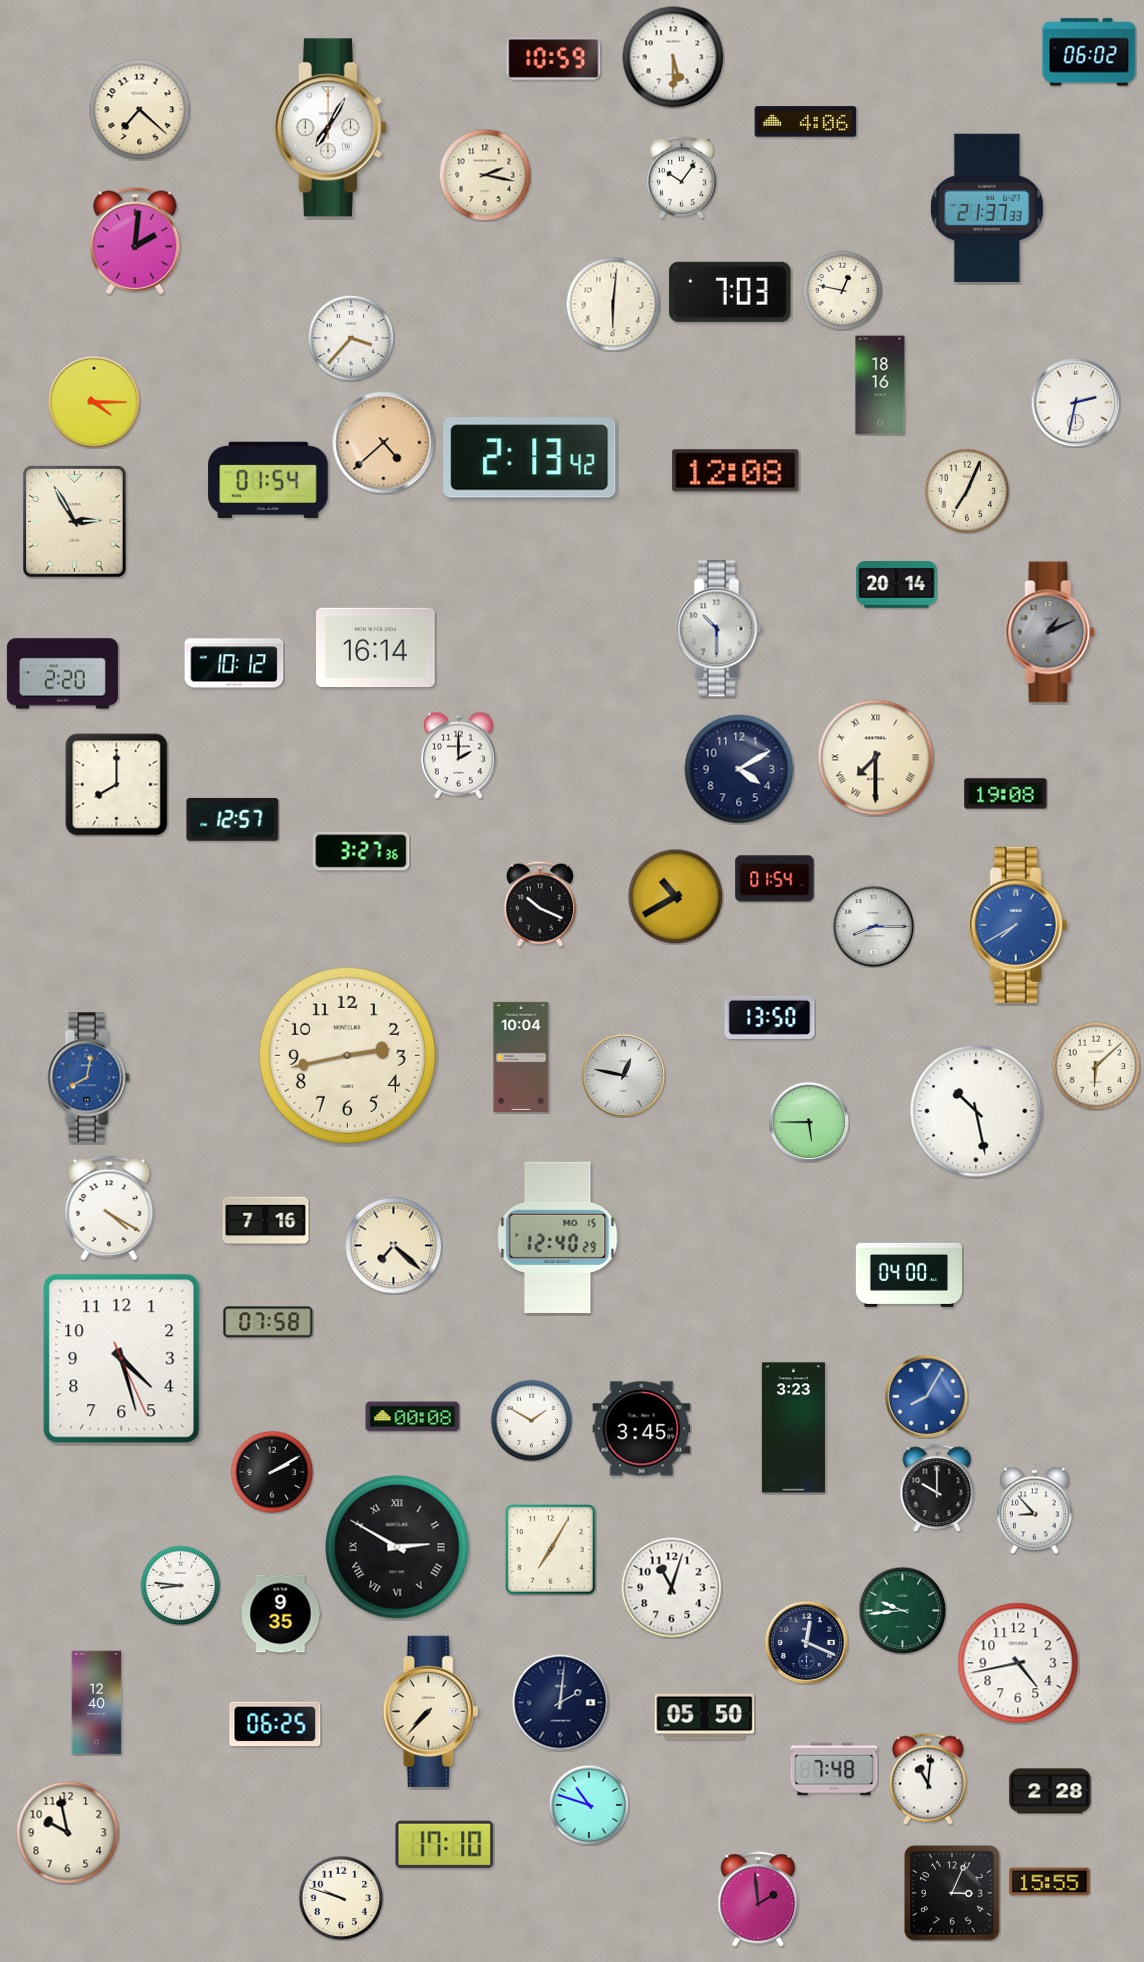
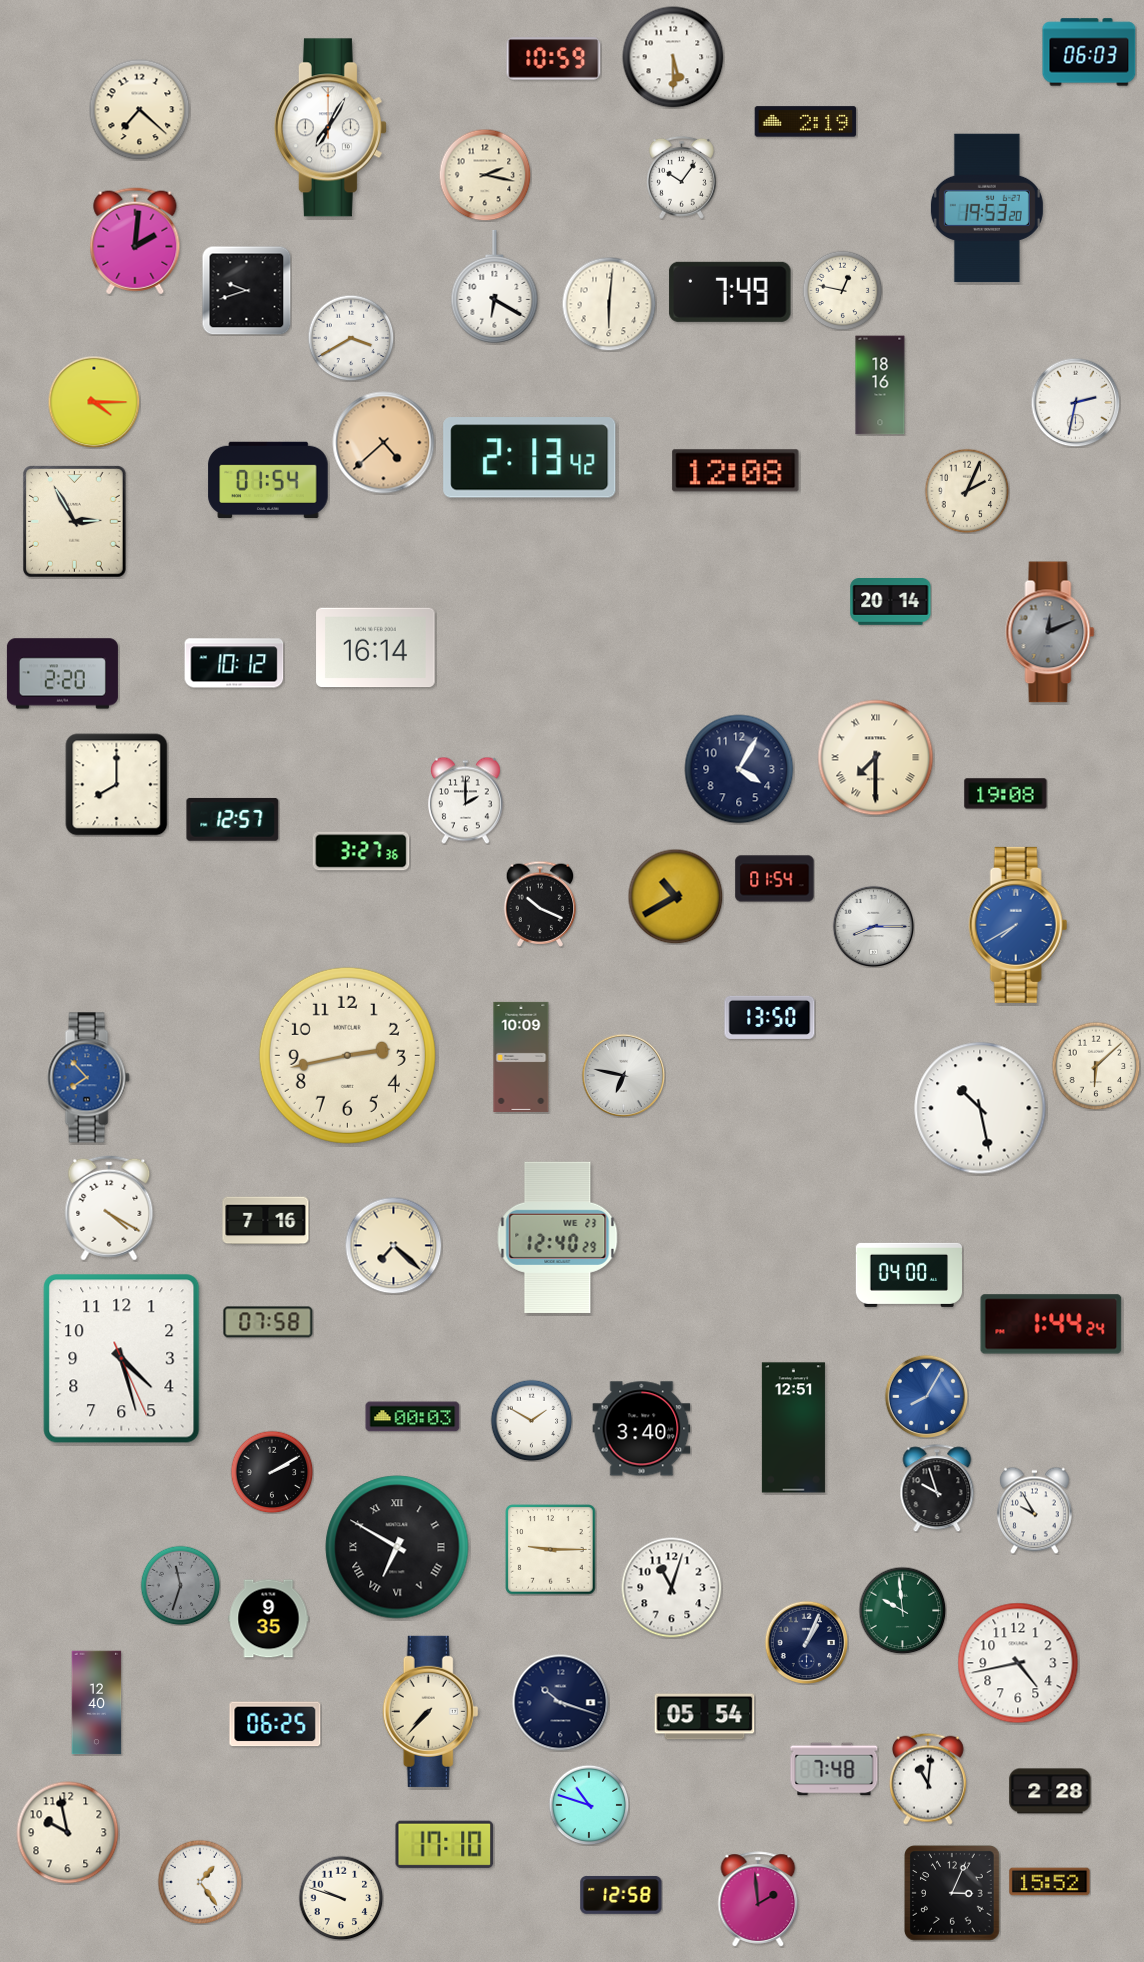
clock at (1089, 52): 06:02 -> 06:03
clock at (806, 122): 4:06 -> 2:19
clock at (987, 208): 21:37 -> 19:53
clock at (495, 286): none -> 6:20
clock at (246, 290): none -> 9:42
clock at (730, 292): 7:03 -> 7:49
clock at (613, 304) position: (613, 304) -> (609, 304)
clock at (351, 338): 3:37 -> 3:40
clock at (967, 491): 7:04 -> 2:04
clock at (897, 585) position: (897, 585) -> (891, 602)
clock at (719, 629): 10:30 -> none
clock at (1050, 632): 1:11 -> 12:11
clock at (458, 755) position: (458, 755) -> (465, 800)
clock at (739, 769): 4:10 -> 4:05
clock at (521, 1057): 10:04 -> 10:09
clock at (623, 1075): 12:47 -> 6:47
clock at (88, 1078): 8:02 -> 7:53
clock at (976, 1111) position: (976, 1111) -> (980, 1108)
clock at (809, 1122): 5:45 -> none
clock at (558, 1237) date: MO 15 -> WE 23
clock at (1051, 1324): none -> 1:44
clock at (413, 1417): 00:08 -> 00:03
clock at (793, 1428): 3:23 -> 12:51
clock at (642, 1429): 3:45 -> 3:40
clock at (937, 1488): 10:00 -> 9:57
clock at (1034, 1510): 8:53 -> 9:55
clock at (397, 1547): 2:50 -> 6:50
clock at (551, 1550): 7:05 -> 9:15
clock at (180, 1585): 8:46 -> 11:33
clock at (180, 1585) dial: white -> grey
clock at (902, 1610): 9:44 -> 9:59
clock at (281, 1614) position: (281, 1614) -> (269, 1619)
clock at (806, 1642): 12:19 -> 1:04
clock at (561, 1703): 2:01 -> 10:18
clock at (705, 1717): 05:50 -> 05:54
clock at (200, 1882): none -> 1:24
clock at (1050, 1882): 15:55 -> 15:52
clock at (621, 1895): none -> 12:58
